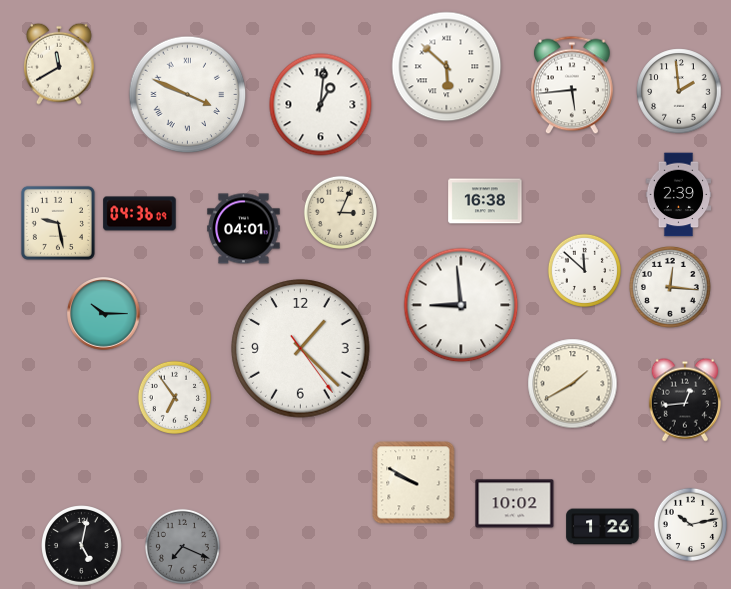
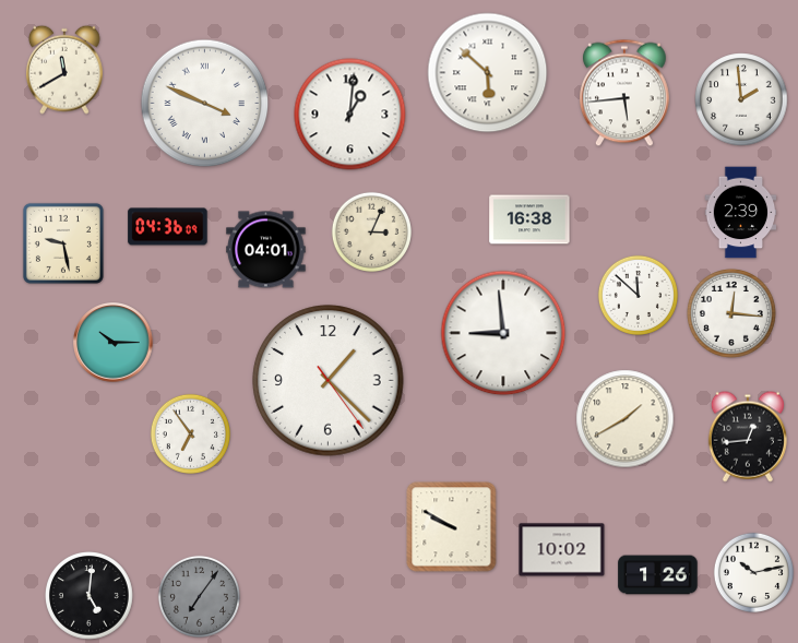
clock at (140, 214) position: (140, 214) -> (168, 227)
clock at (82, 546): 5:02 -> 5:01
clock at (182, 546): 7:19 -> 7:06
